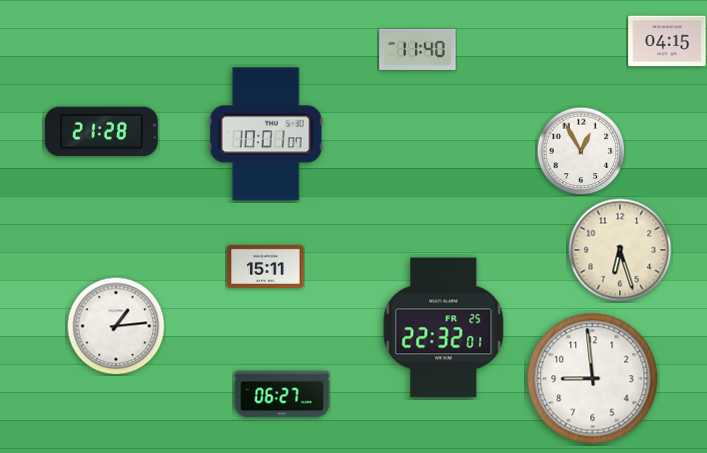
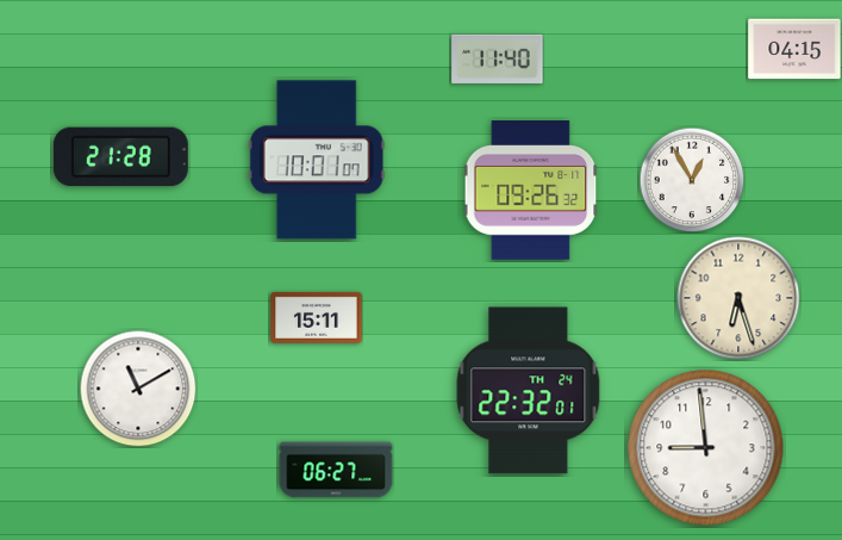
clock at (531, 191): none -> 09:26
clock at (116, 326): 1:14 -> 11:10
clock at (444, 328) date: FR 25 -> TH 24
clock at (593, 379) position: (593, 379) -> (706, 448)
